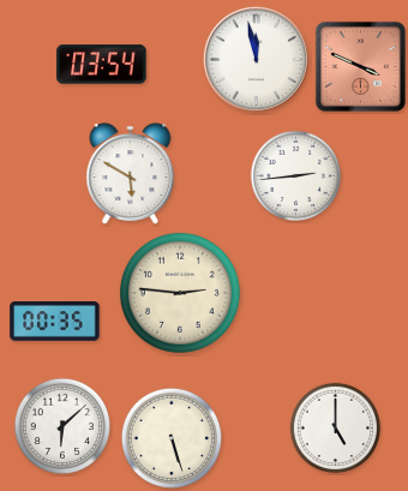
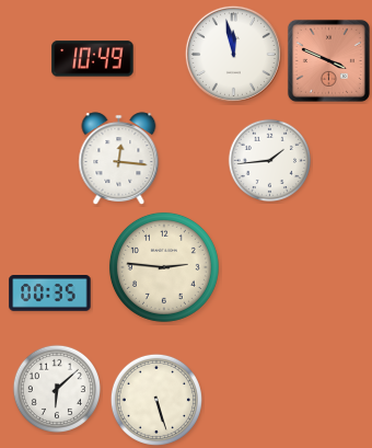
clock at (102, 65): 03:54 -> 10:49
clock at (131, 173): 5:50 -> 12:16
clock at (296, 176): 2:44 -> 1:44
clock at (336, 429): 5:00 -> none
